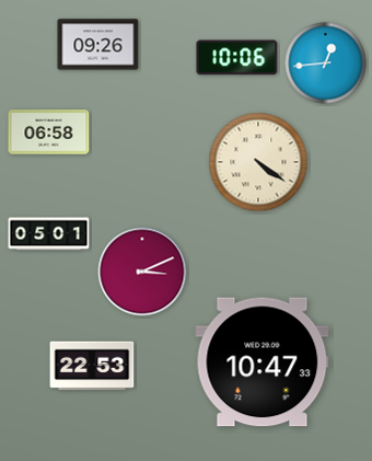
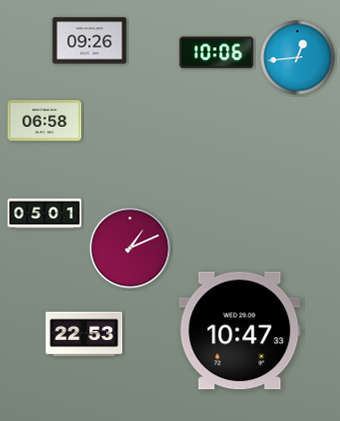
clock at (258, 162): 4:21 -> none
clock at (142, 272): 3:11 -> 1:11
